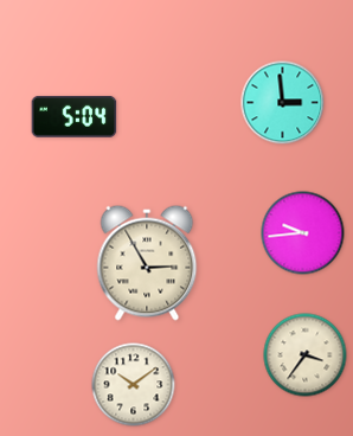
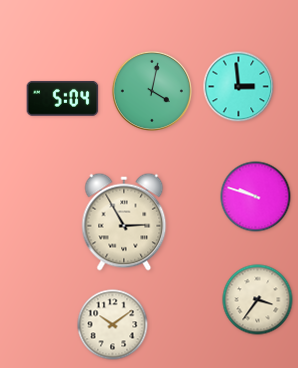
clock at (152, 91): none -> 4:02
clock at (303, 233): 9:44 -> 9:48
